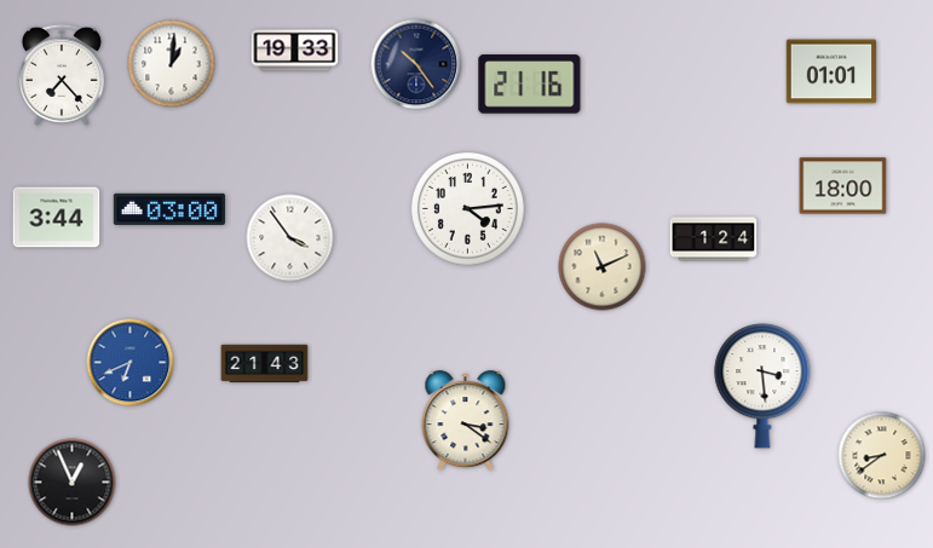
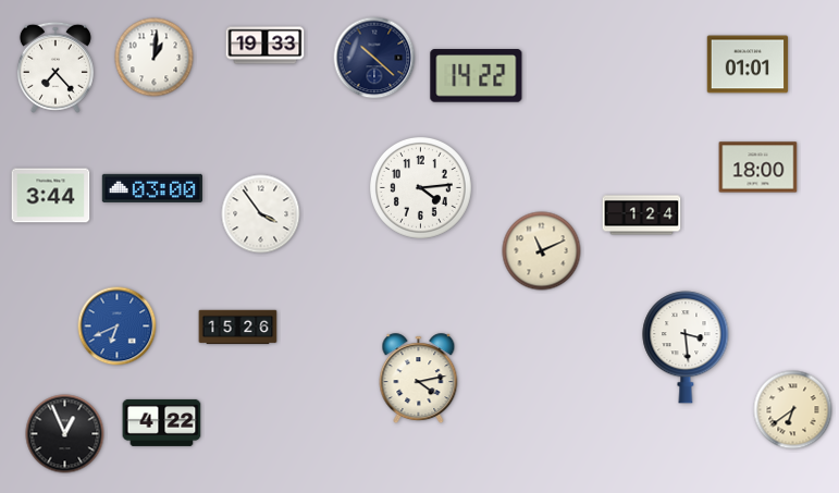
clock at (416, 64): 10:24 -> 10:22
clock at (530, 85): 21:16 -> 14:22
clock at (603, 267) position: (603, 267) -> (542, 251)
clock at (265, 364): 21:43 -> 15:26
clock at (466, 421): 3:21 -> 4:13
clock at (882, 456): 8:39 -> 6:39
clock at (162, 422): none -> 4:22
